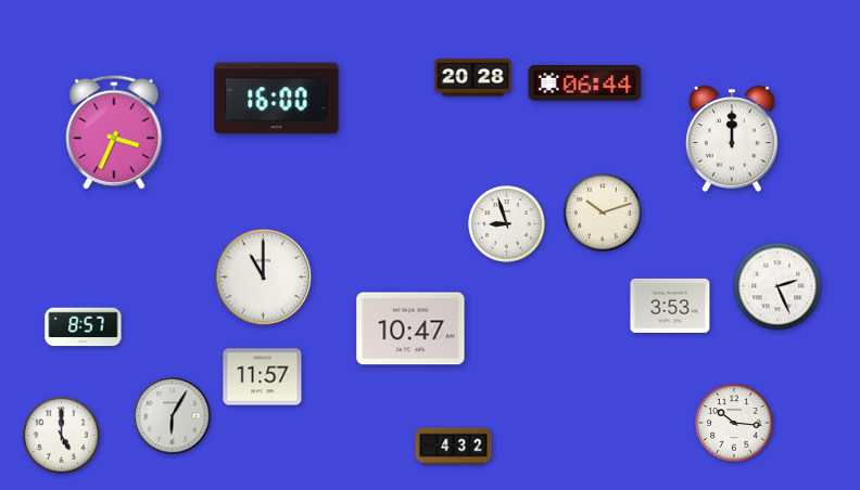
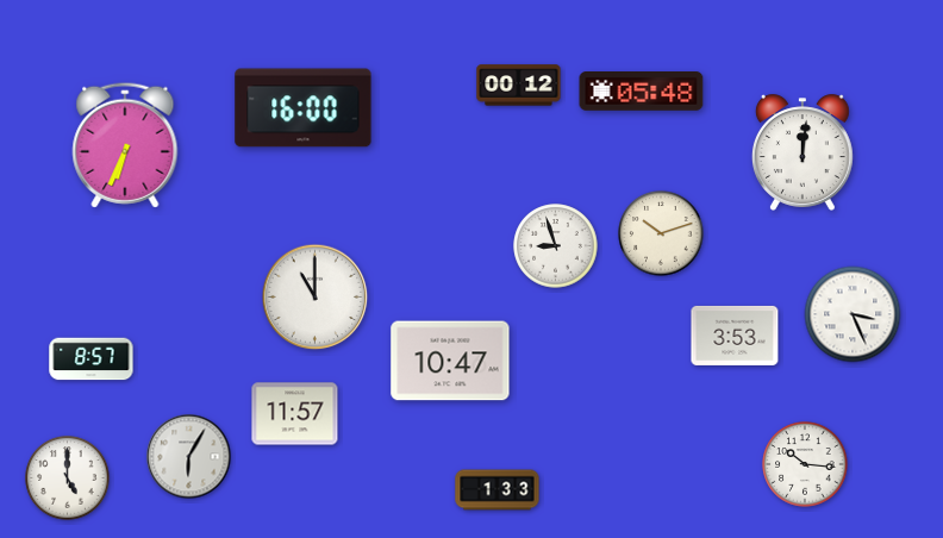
clock at (473, 78): 20:28 -> 00:12
clock at (585, 83): 06:44 -> 05:48
clock at (114, 132): 3:34 -> 6:34
clock at (732, 139): 12:00 -> 12:01
clock at (264, 278) position: (264, 278) -> (316, 298)
clock at (777, 286): 2:26 -> 3:26
clock at (263, 377) position: (263, 377) -> (295, 414)
clock at (454, 447): 4:32 -> 1:33
